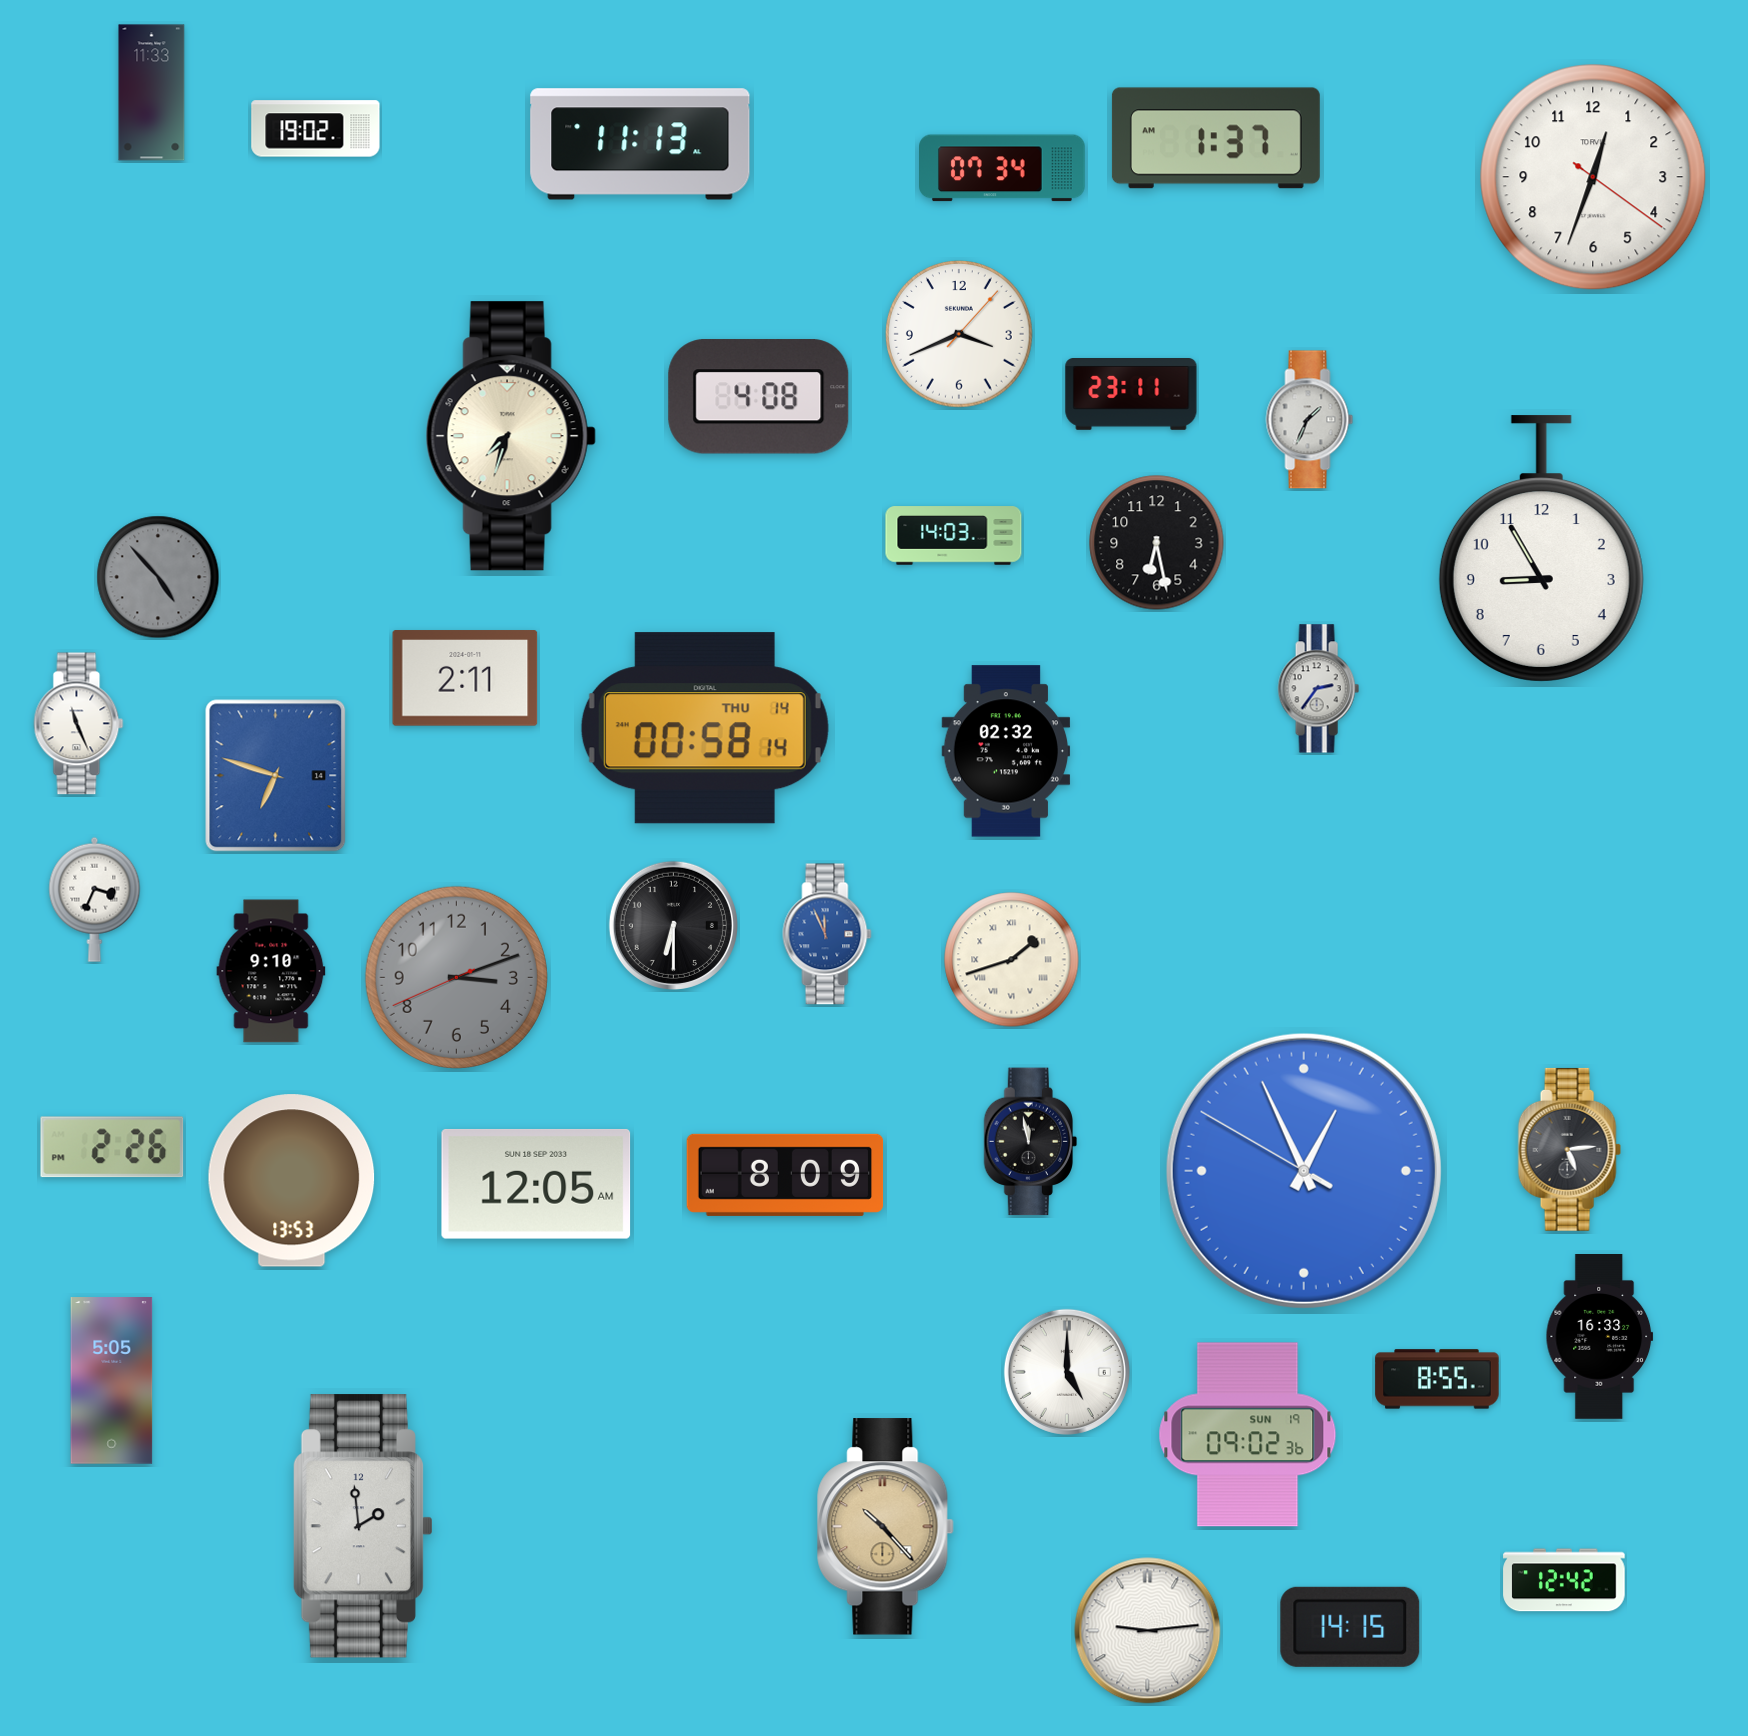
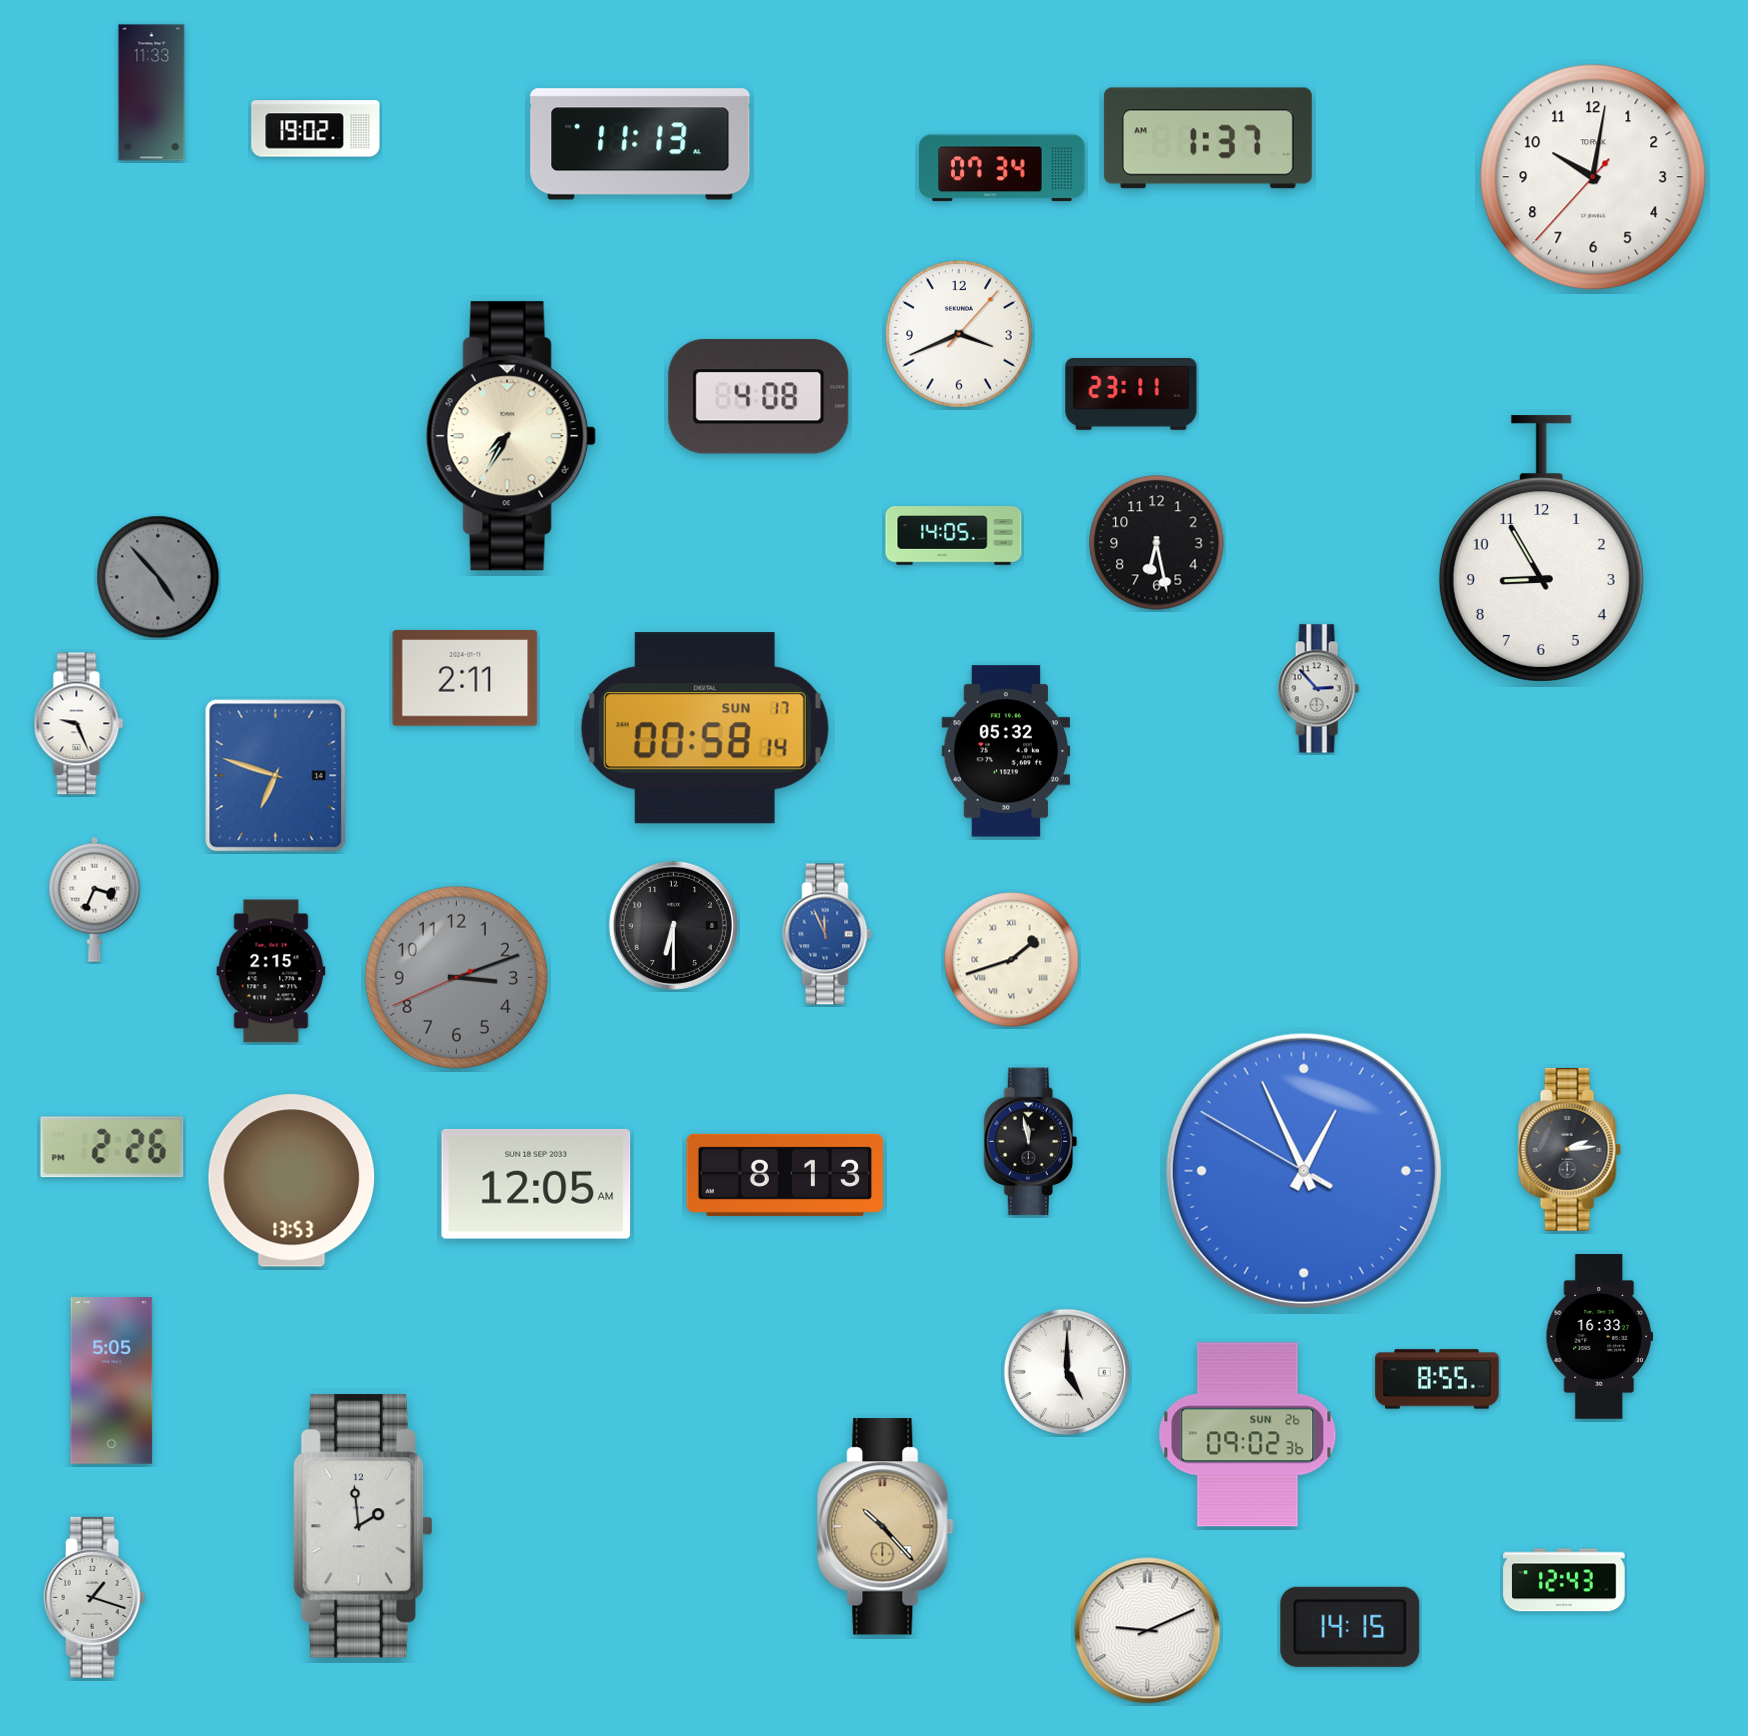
clock at (1216, 138) position: (1216, 138) -> (1208, 138)
clock at (1593, 177): 12:33 -> 10:01
clock at (1310, 420): 1:34 -> none
clock at (511, 436): 7:33 -> 7:35
clock at (954, 536): 14:03 -> 14:05
clock at (1318, 689): 2:36 -> 2:53
clock at (79, 724): 11:26 -> 9:26
clock at (705, 728) date: THU 14 -> SUN 17
clock at (1006, 751): 02:32 -> 05:32
clock at (271, 971): 9:10 -> 2:15
clock at (1569, 1149): 5:14 -> 2:14
clock at (785, 1175): 8:09 -> 8:13
clock at (1248, 1435) date: SUN 19 -> SUN 26
clock at (1564, 1580): 12:42 -> 12:43
clock at (95, 1597): none -> 1:18
clock at (1148, 1631): 9:14 -> 9:11
